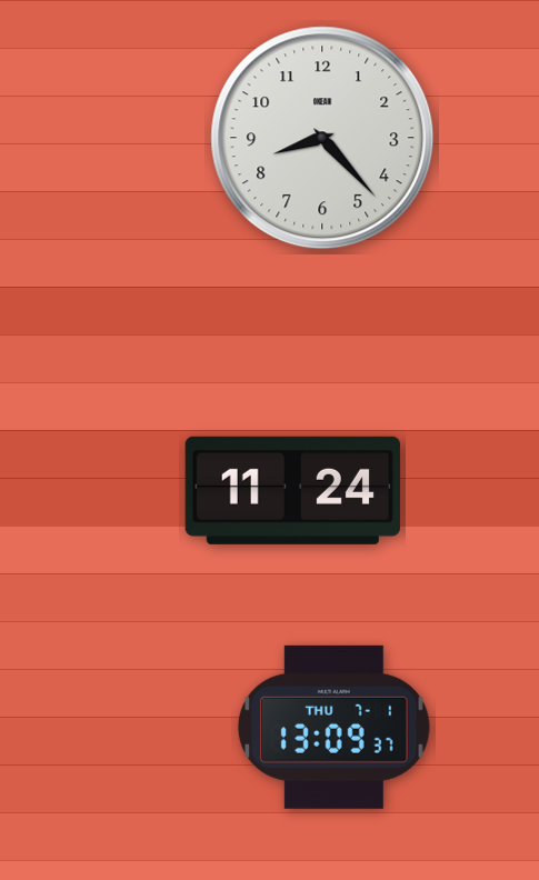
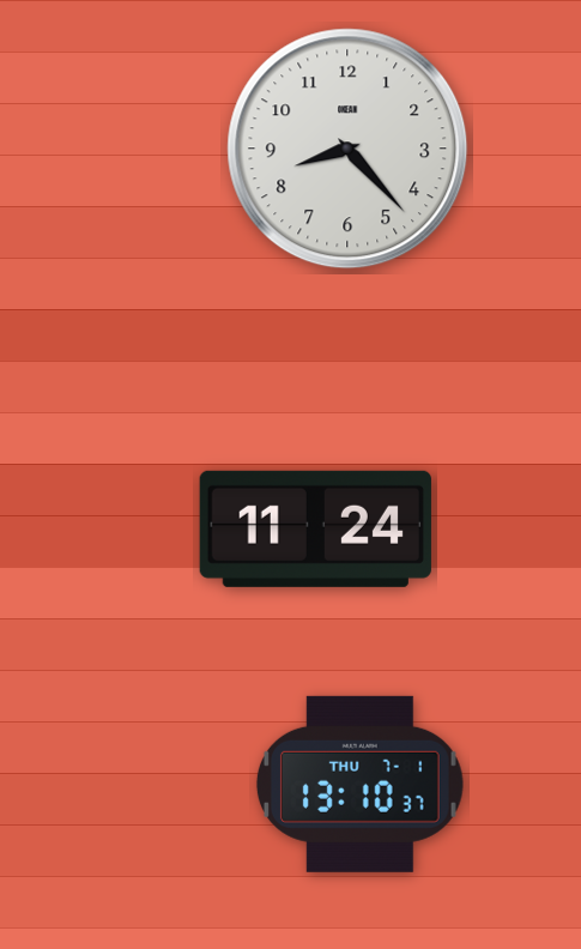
clock at (333, 727): 13:09 -> 13:10
